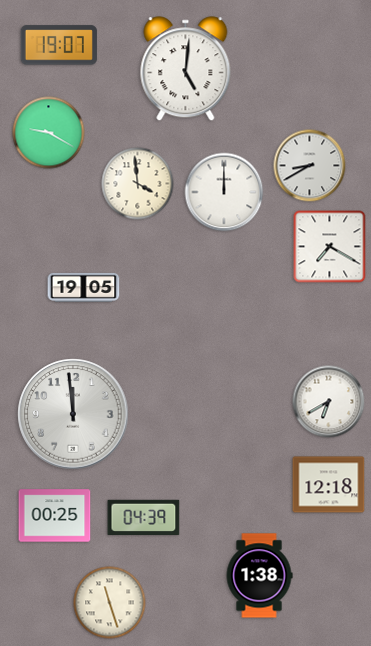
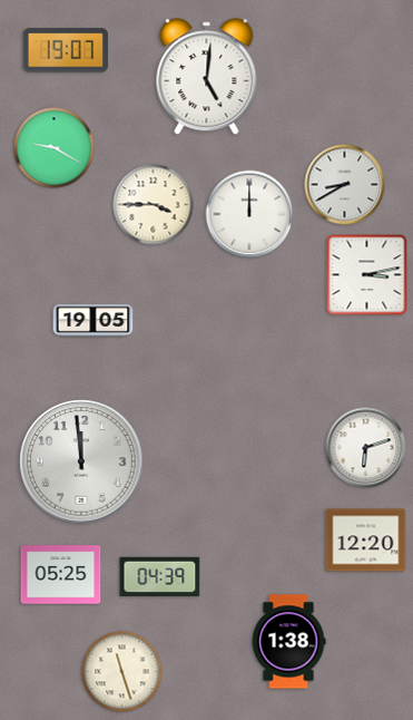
clock at (138, 184): 3:59 -> 3:45
clock at (330, 247): 7:20 -> 3:13
clock at (329, 402): 6:40 -> 6:12
clock at (329, 485): 12:18 -> 12:20
clock at (55, 516): 00:25 -> 05:25
